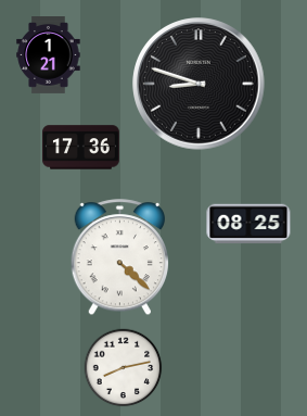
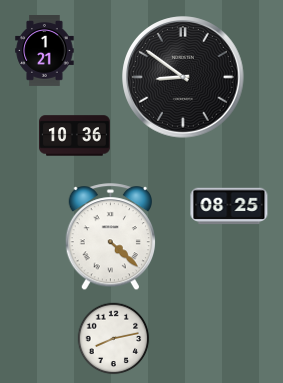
clock at (199, 84): 8:48 -> 8:51
clock at (81, 148): 17:36 -> 10:36
